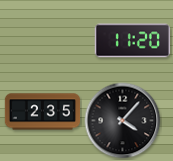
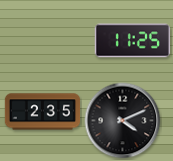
clock at (132, 41): 11:20 -> 11:25
clock at (123, 121): 4:07 -> 4:11
